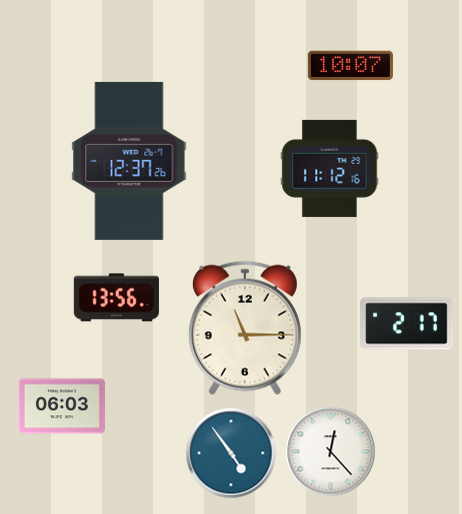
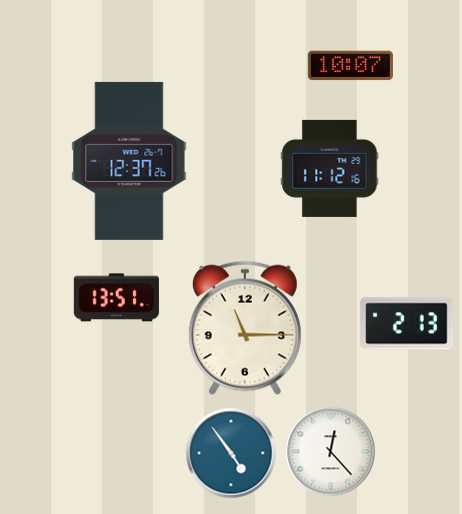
clock at (116, 298): 13:56 -> 13:51
clock at (407, 324): 2:17 -> 2:13
clock at (62, 406): 06:03 -> none
